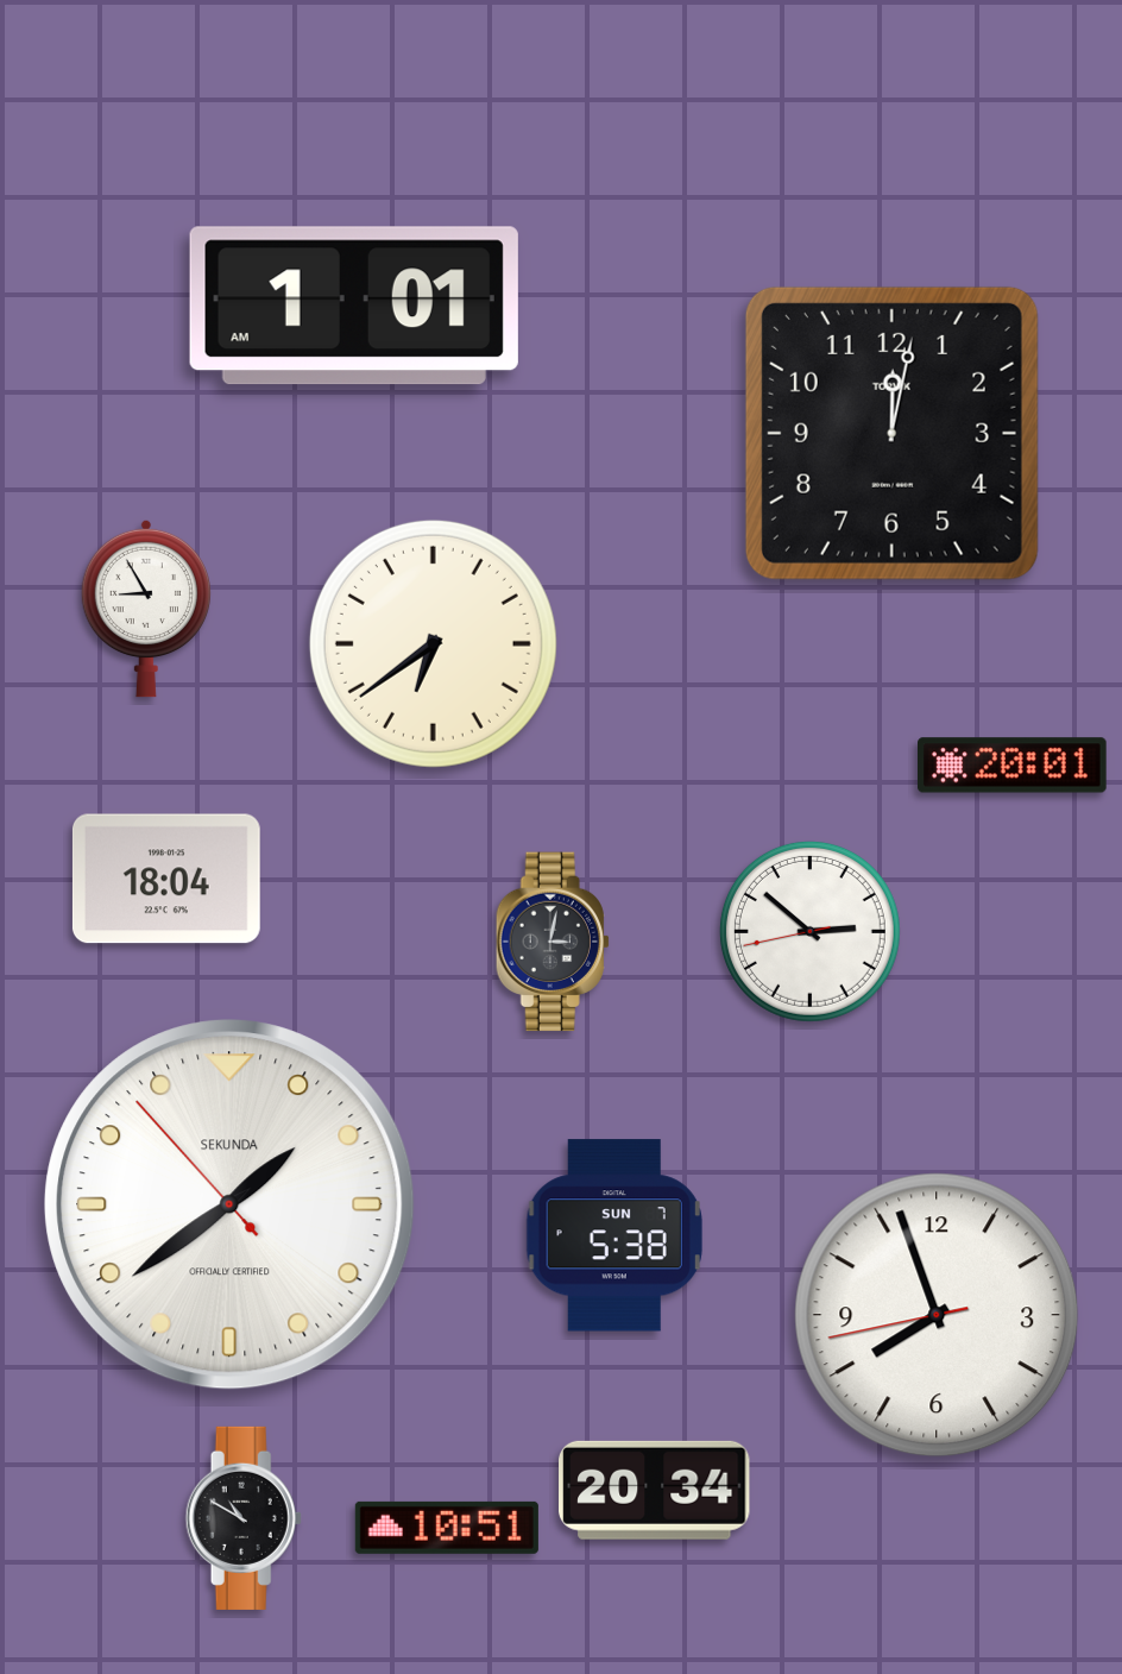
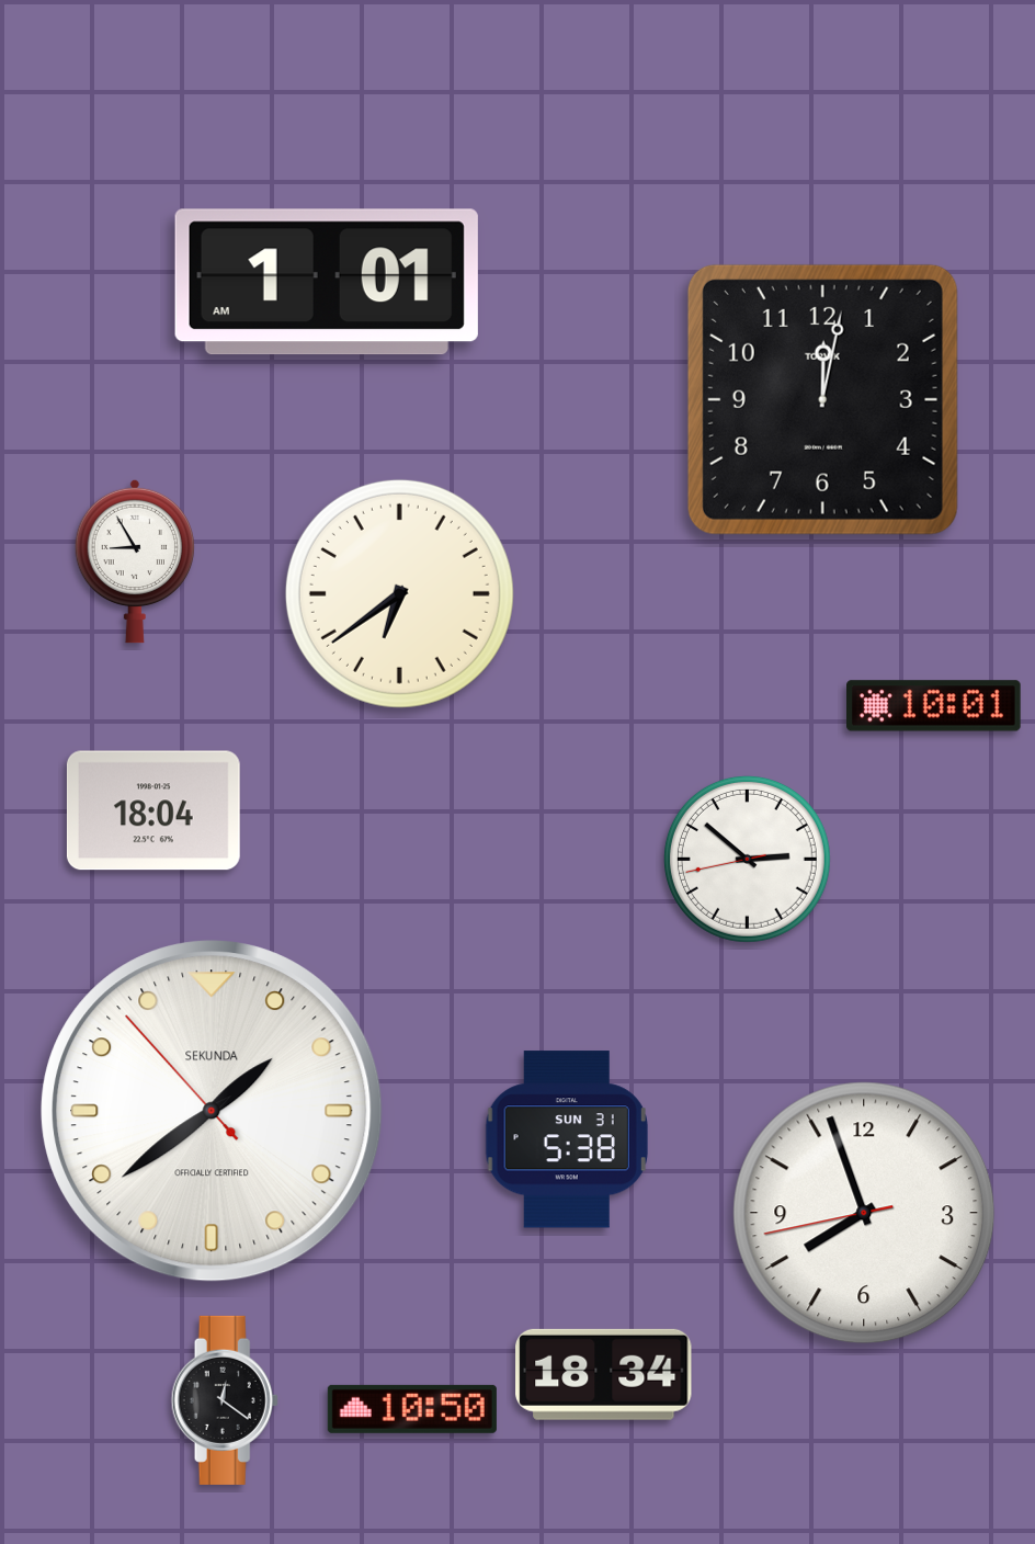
clock at (1013, 766): 20:01 -> 10:01
clock at (553, 942): 3:02 -> none
clock at (614, 1235) date: SUN 7 -> SUN 31
clock at (655, 1490): 20:34 -> 18:34
clock at (244, 1518): 10:50 -> 12:21
clock at (447, 1528): 10:51 -> 10:50
